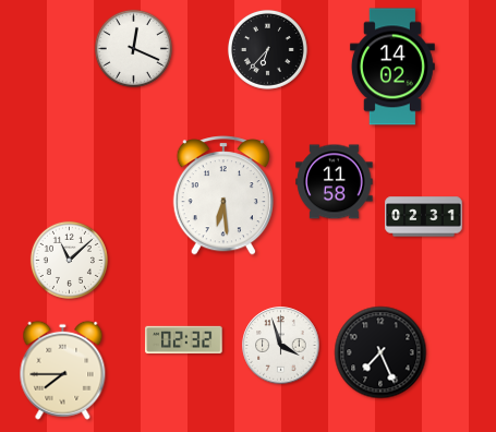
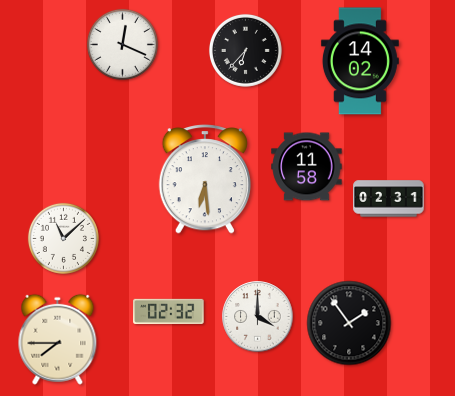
clock at (267, 49) position: (267, 49) -> (245, 50)
clock at (281, 346): 3:57 -> 4:00
clock at (380, 352): 7:26 -> 1:54
